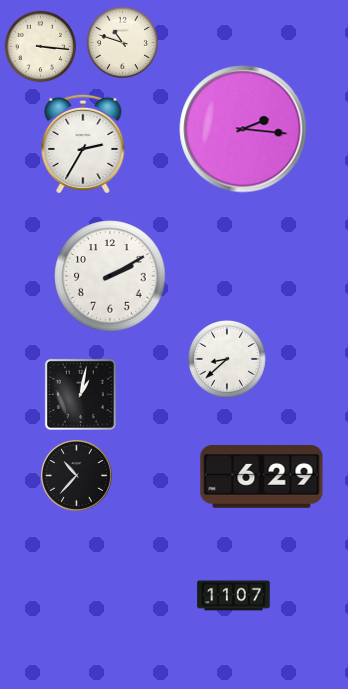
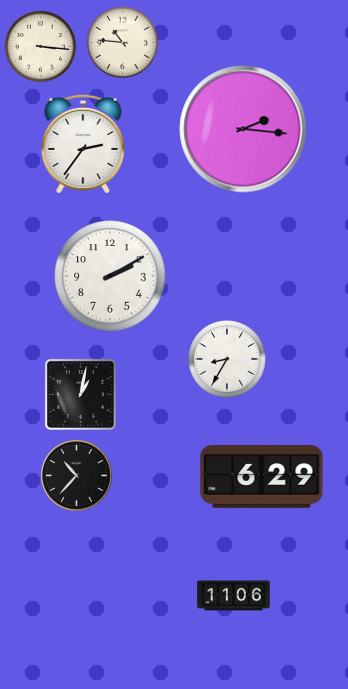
clock at (123, 43): 10:48 -> 10:46
clock at (83, 144): 2:35 -> 2:36
clock at (228, 360): 8:38 -> 8:35
clock at (234, 596): 11:07 -> 11:06
